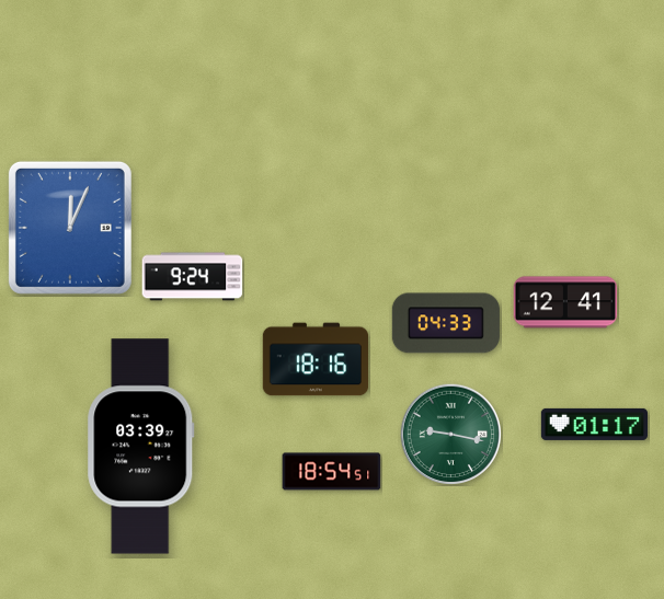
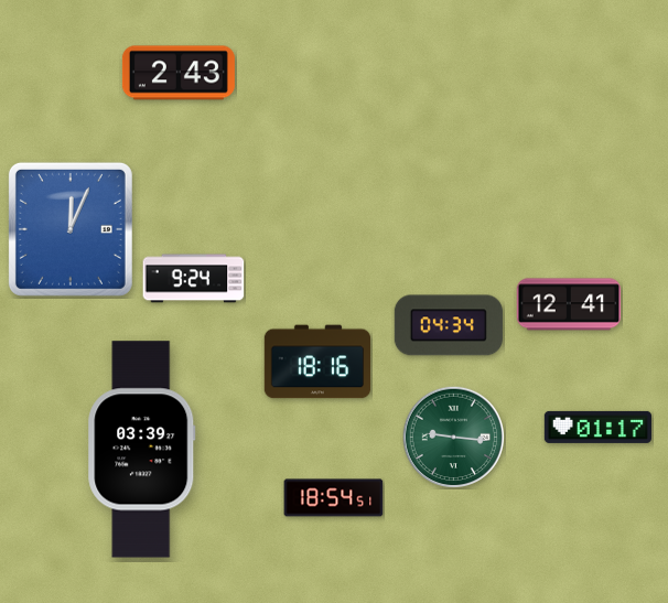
clock at (179, 73): none -> 2:43
clock at (446, 323): 04:33 -> 04:34
clock at (450, 434): 9:17 -> 9:16
clock at (332, 472) position: (332, 472) -> (334, 498)
